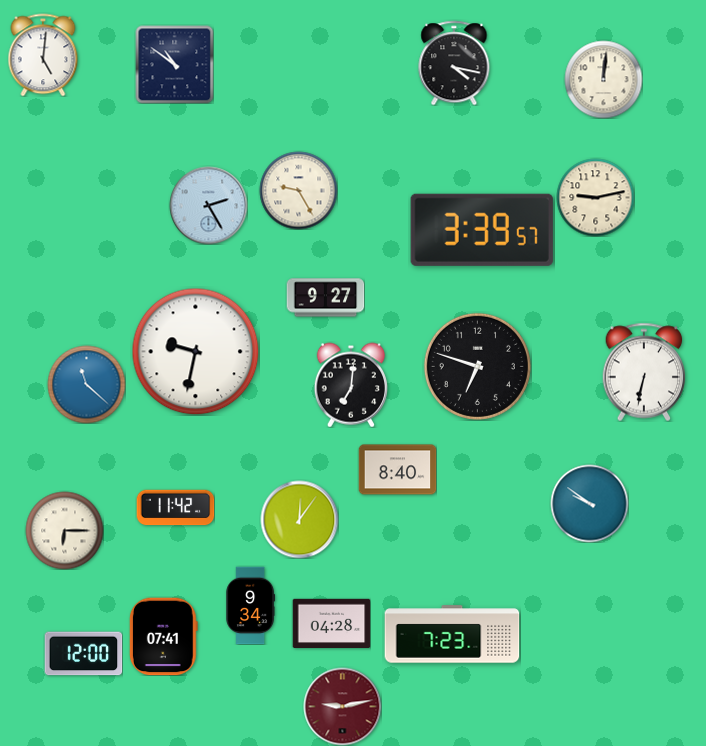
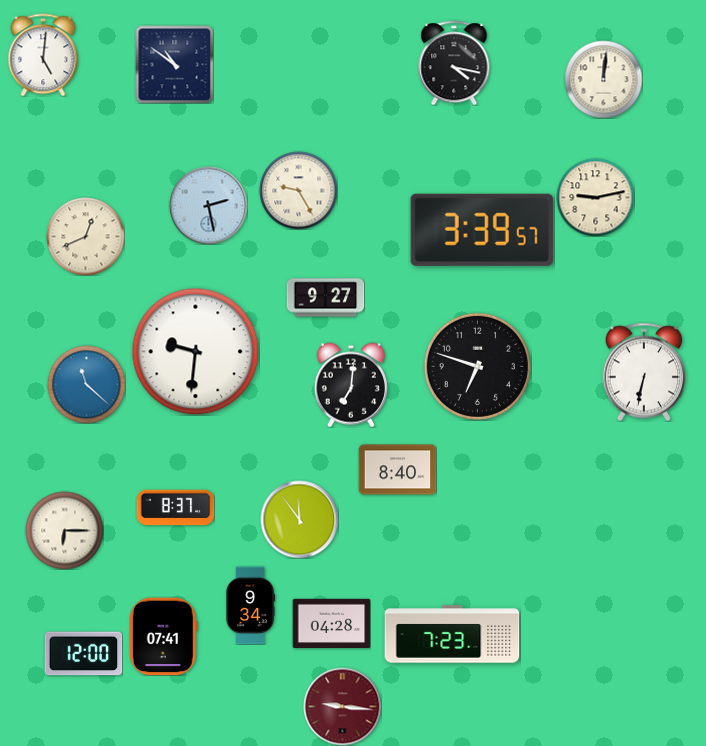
clock at (208, 205): 2:25 -> 2:28
clock at (85, 236): none -> 12:41
clock at (195, 351): 9:32 -> 9:31
clock at (589, 503): 9:51 -> none
clock at (175, 508): 11:42 -> 8:37
clock at (299, 519): 12:06 -> 11:54
clock at (342, 706): 9:13 -> 9:16
